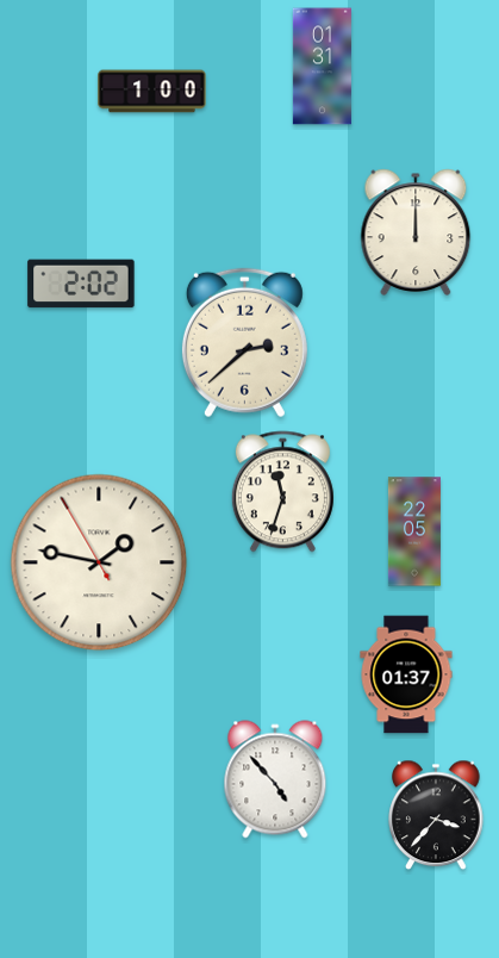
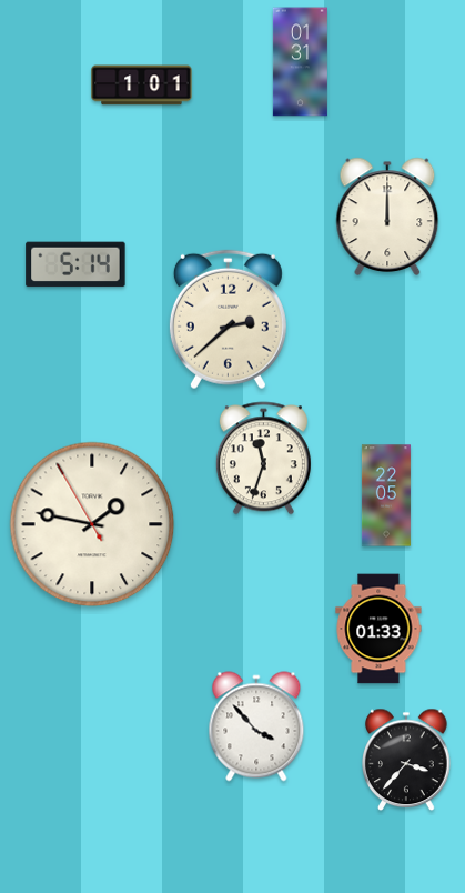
clock at (152, 92): 1:00 -> 1:01
clock at (81, 284): 2:02 -> 5:14
clock at (406, 674): 01:37 -> 01:33
clock at (275, 779): 4:53 -> 3:53
